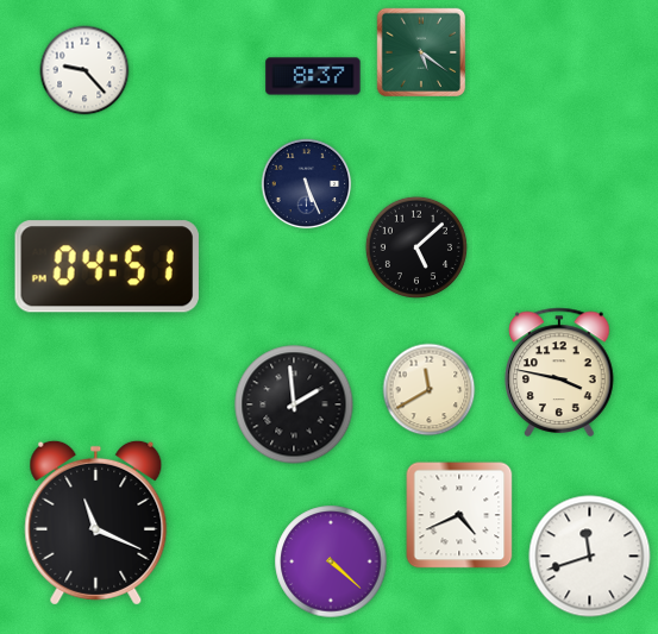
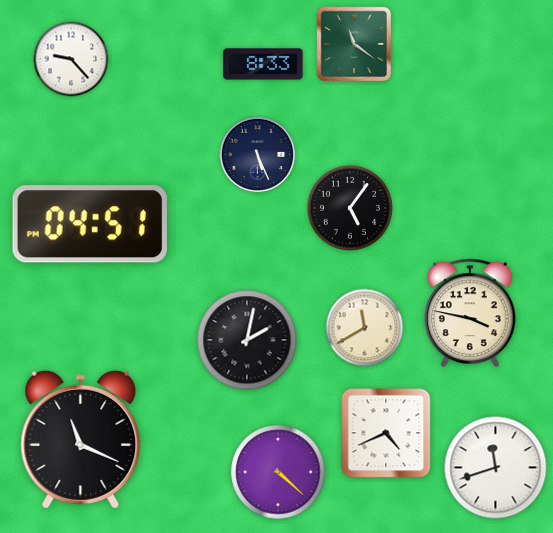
clock at (421, 52): 5:21 -> 11:21
clock at (313, 76): 8:37 -> 8:33
clock at (416, 247): 5:08 -> 5:06
clock at (430, 390) position: (430, 390) -> (365, 328)
clock at (294, 404): 1:59 -> 2:02
